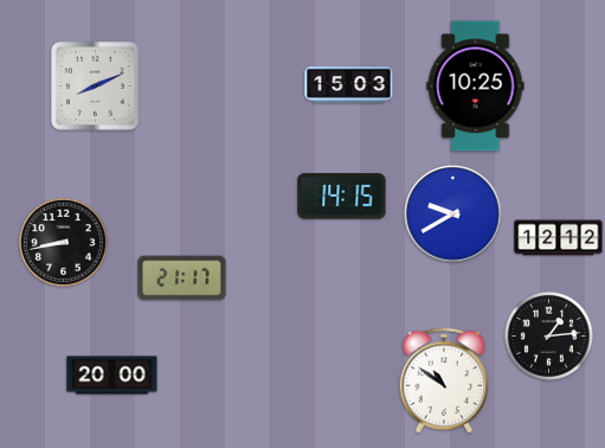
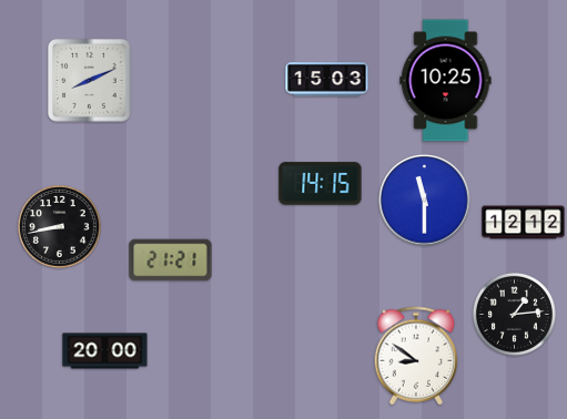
clock at (453, 215): 9:40 -> 11:30
clock at (182, 279): 21:17 -> 21:21
clock at (444, 380): 10:51 -> 8:51
